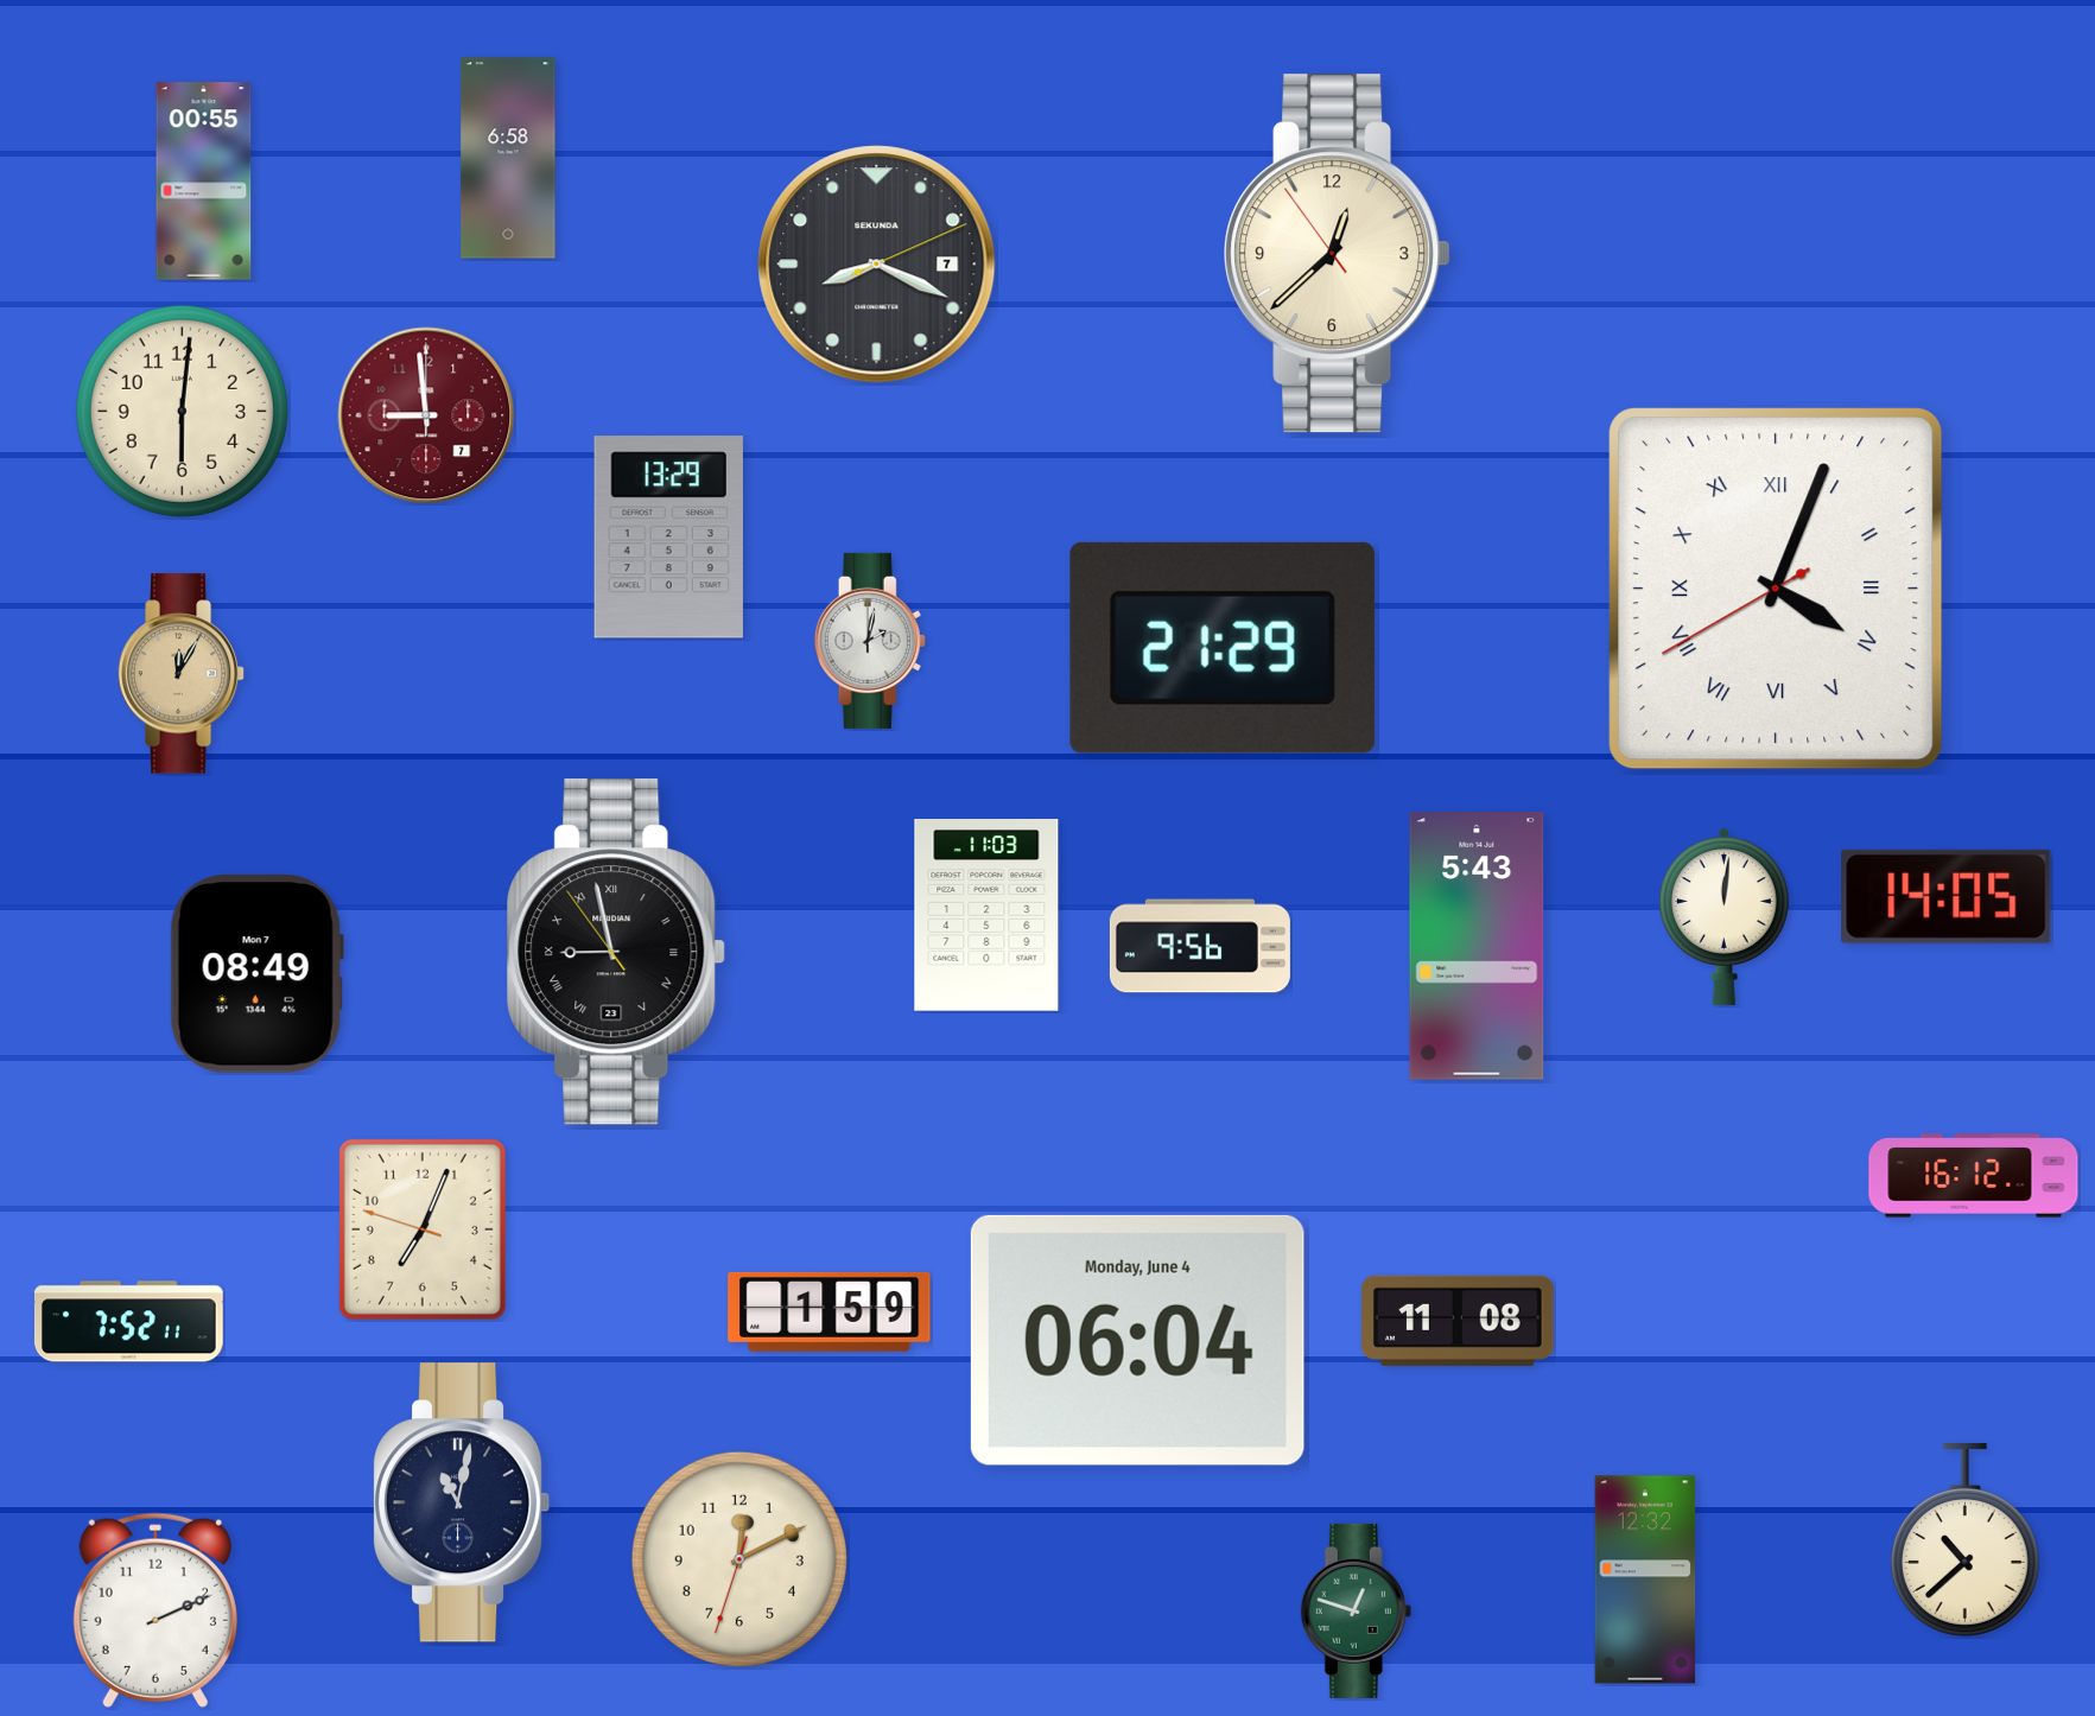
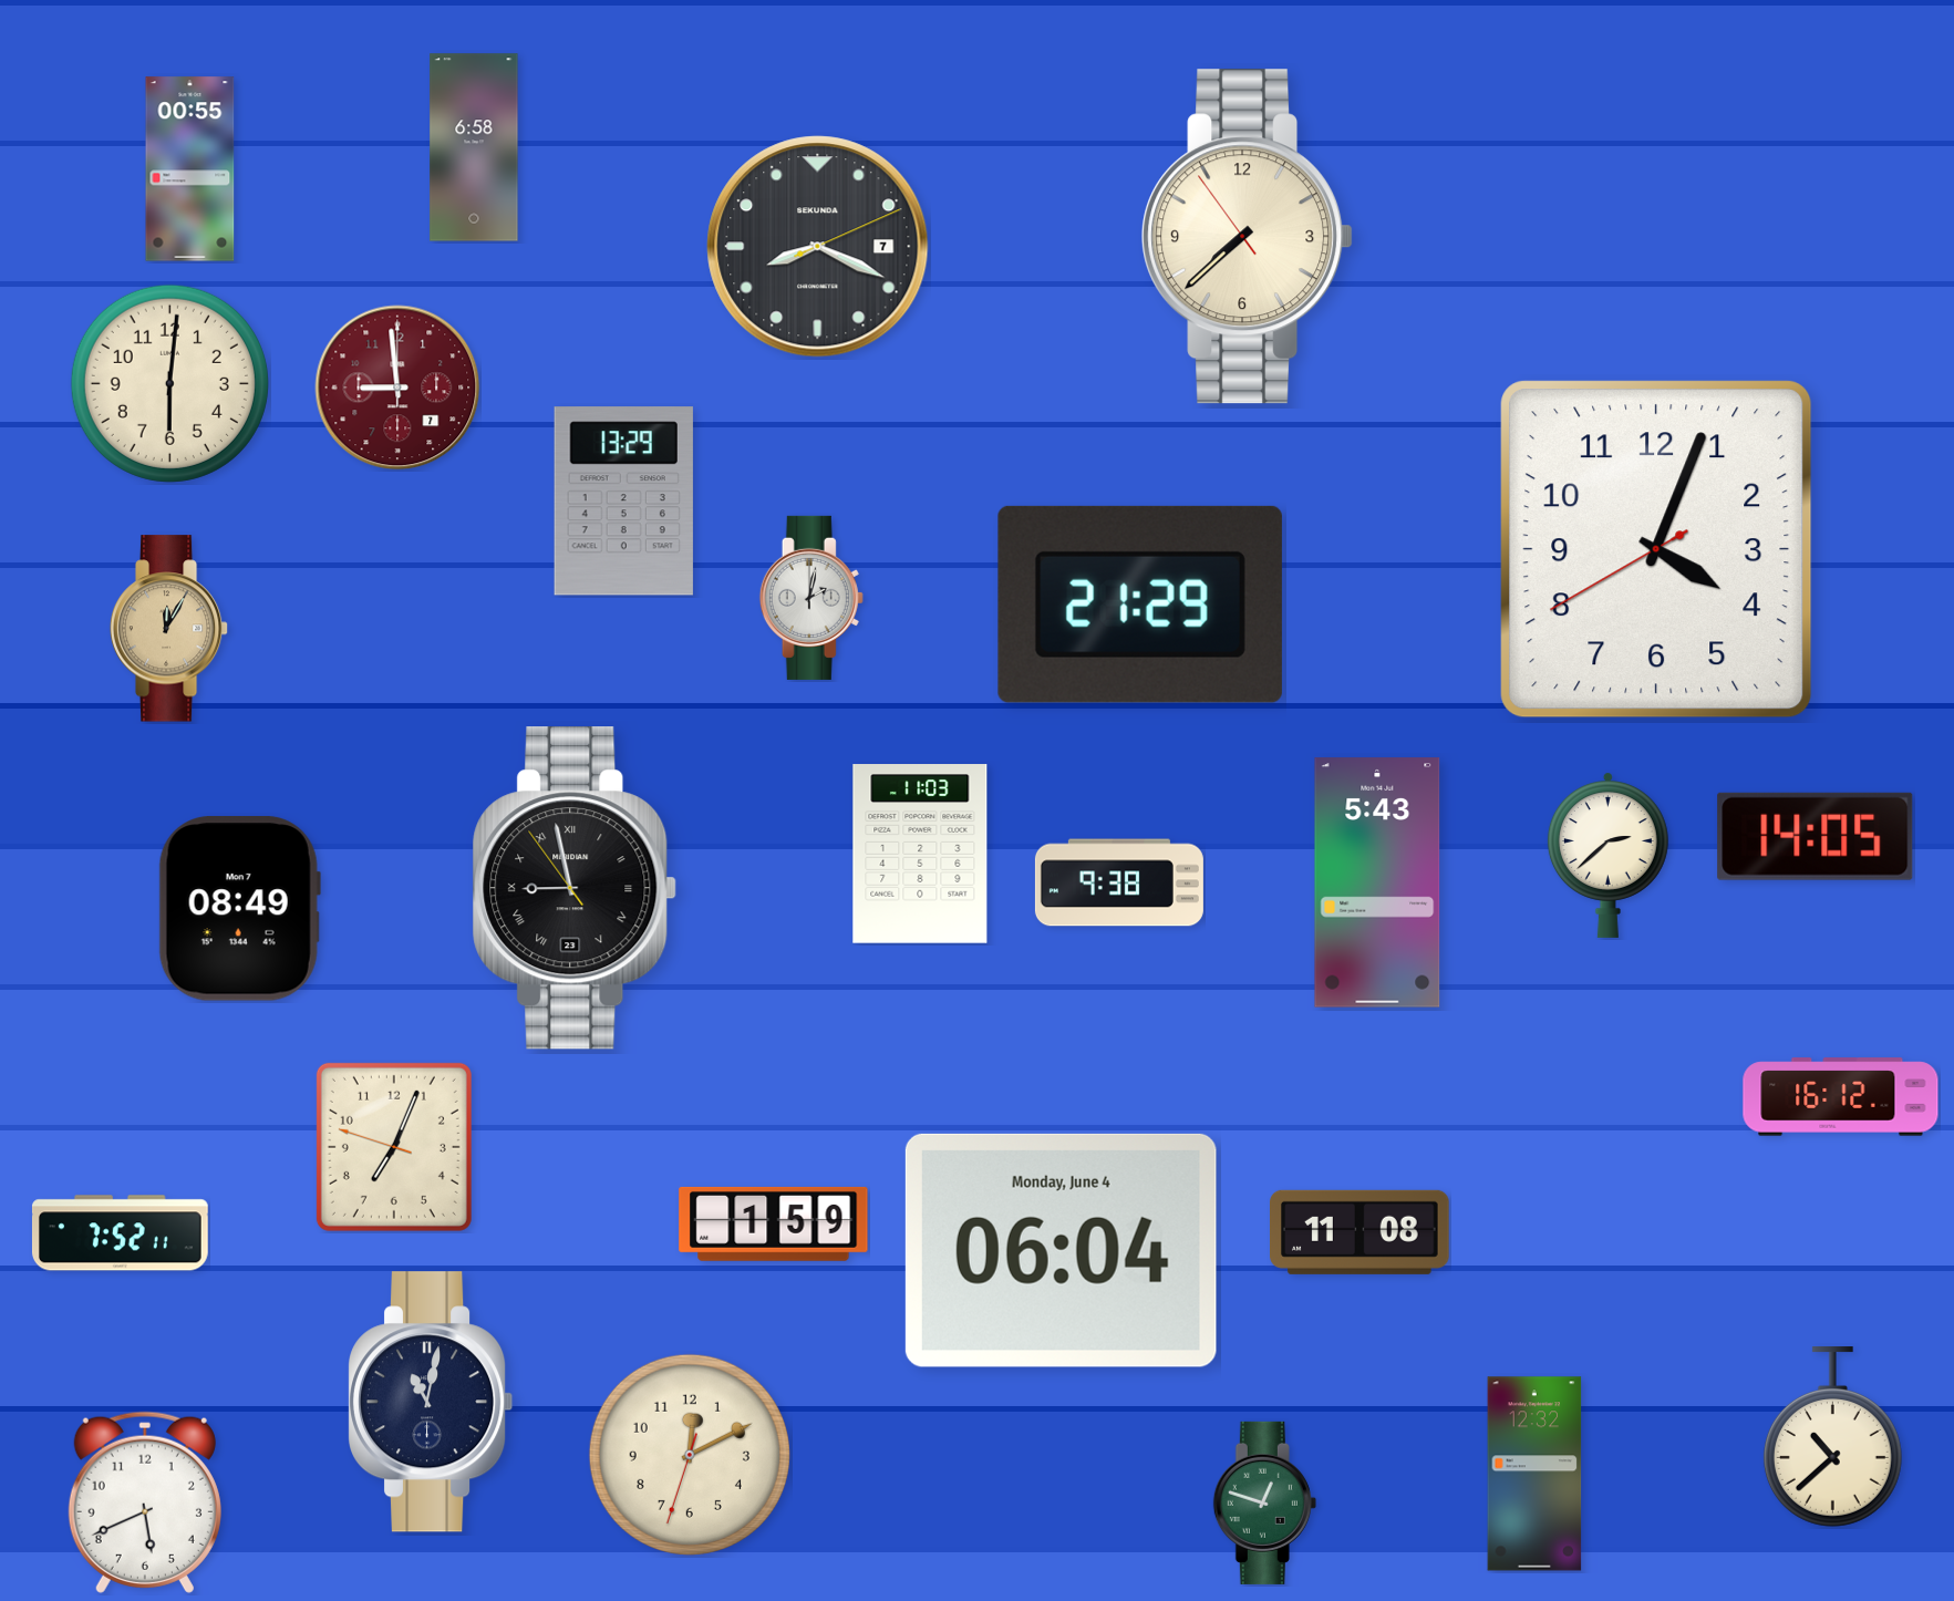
clock at (1338, 254): 12:37 -> 7:37
clock at (1776, 589) numerals: Roman -> Arabic
clock at (1723, 916): 12:01 -> 2:38
clock at (1200, 946): 9:56 -> 9:38
clock at (155, 1610): 2:11 -> 5:41
